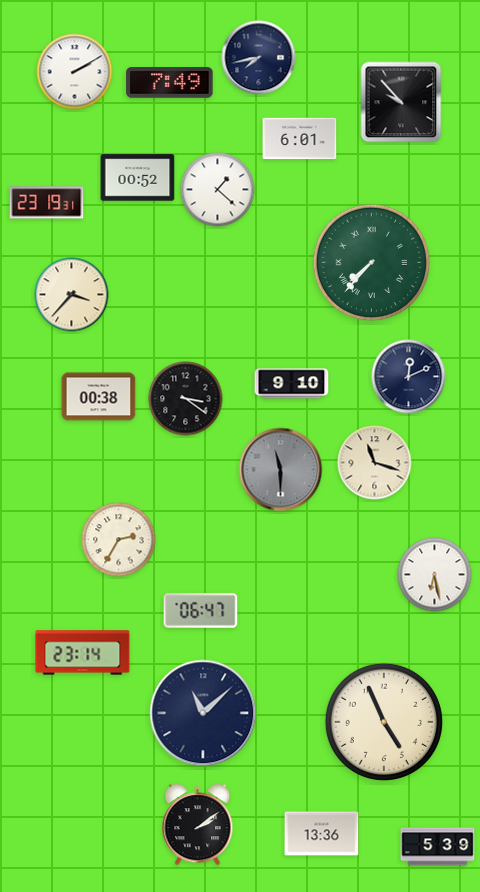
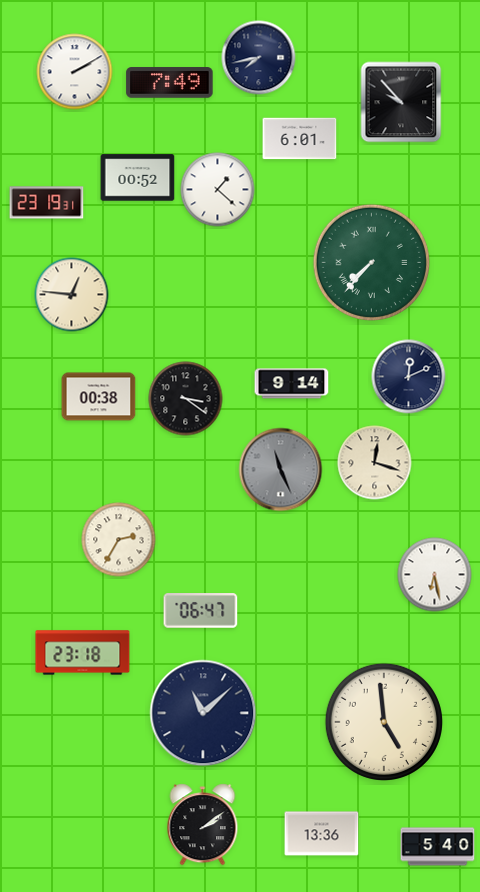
clock at (72, 295): 3:37 -> 12:46
clock at (292, 384): 9:10 -> 9:14
clock at (375, 463): 11:18 -> 12:18
clock at (281, 470): 11:30 -> 11:26
clock at (83, 653): 23:14 -> 23:18
clock at (384, 722): 4:56 -> 4:59
clock at (198, 825) position: (198, 825) -> (203, 825)
clock at (438, 847): 5:39 -> 5:40
